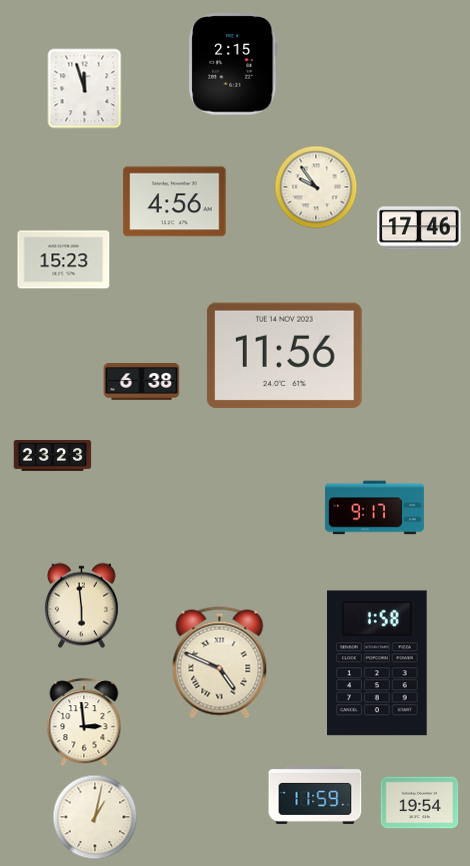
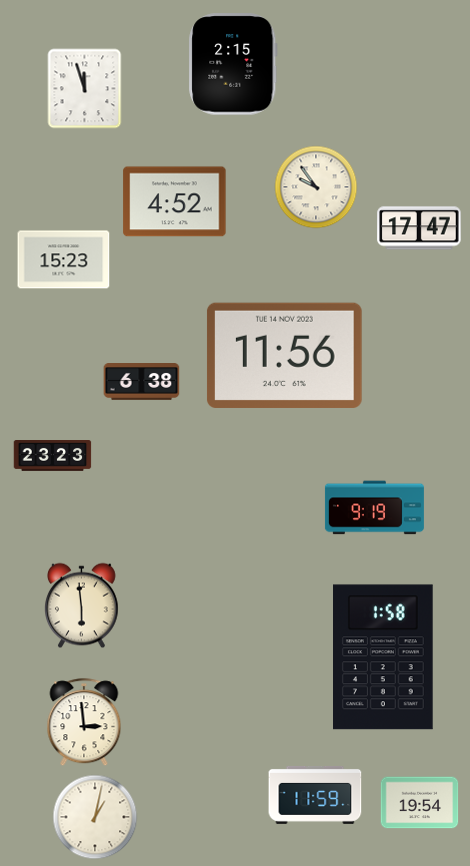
clock at (175, 202): 4:56 -> 4:52
clock at (419, 228): 17:46 -> 17:47
clock at (374, 508): 9:17 -> 9:19
clock at (220, 663): 4:49 -> none
clock at (378, 663) position: (378, 663) -> (384, 657)
